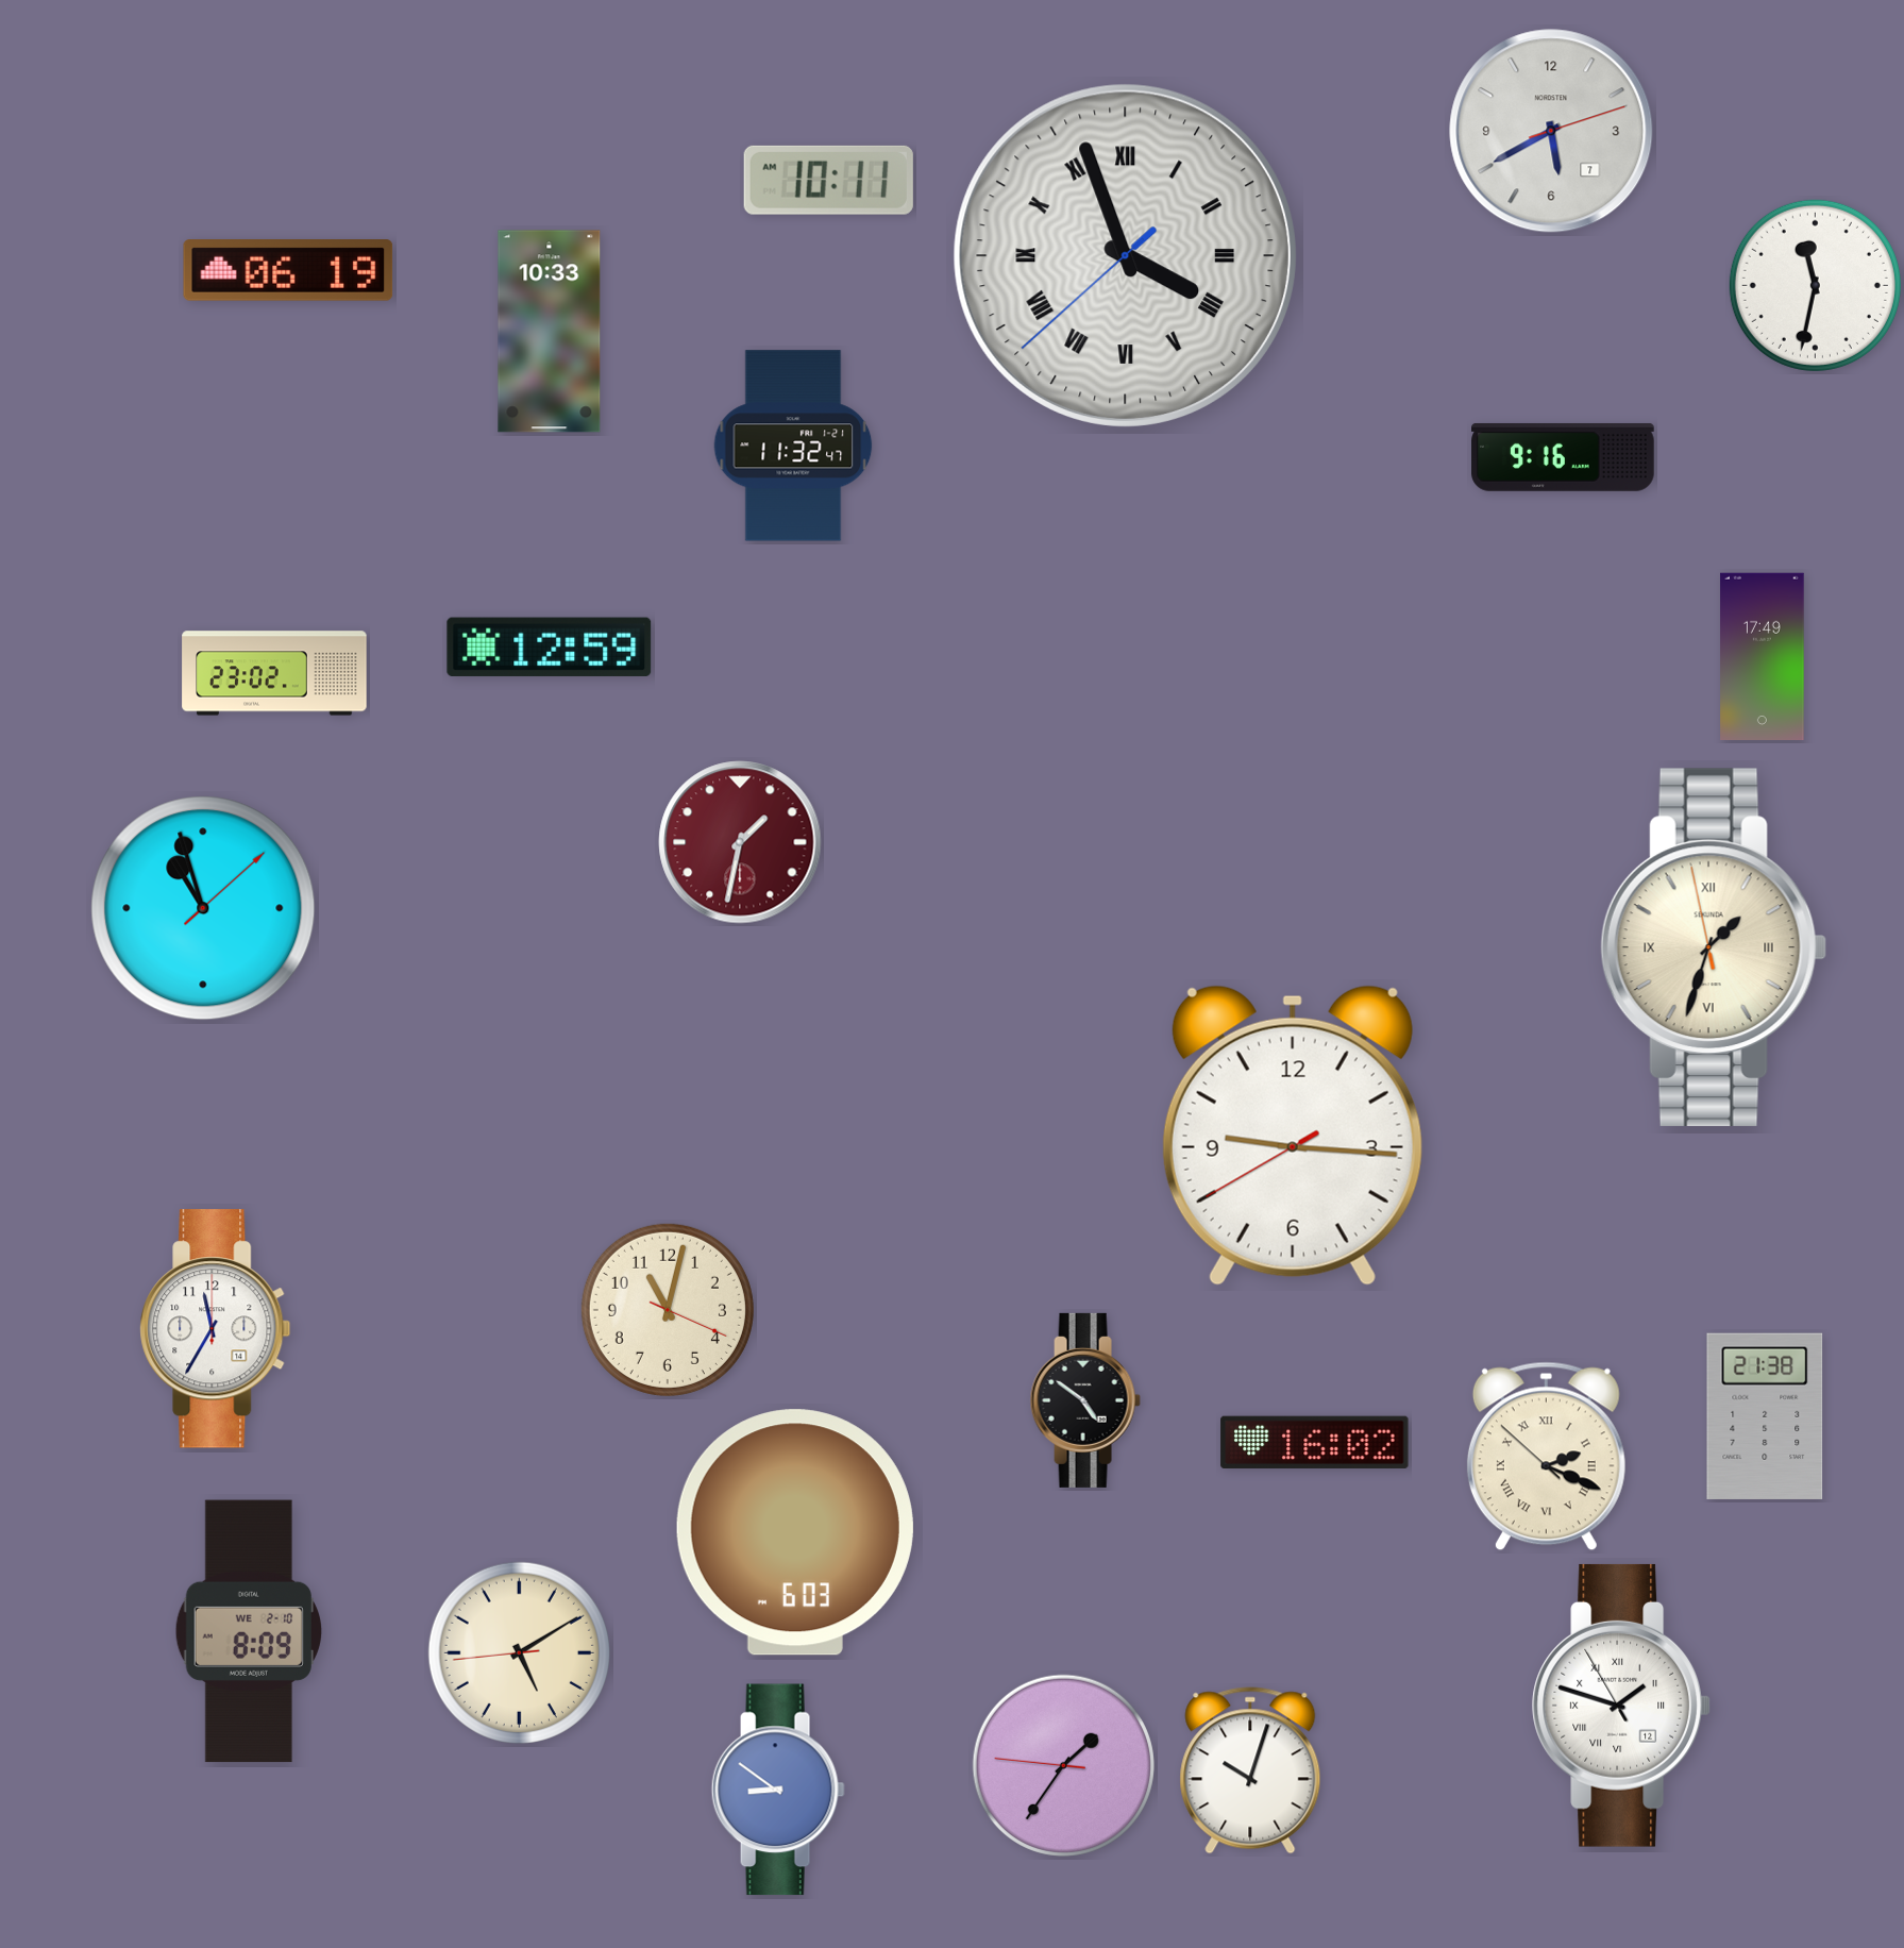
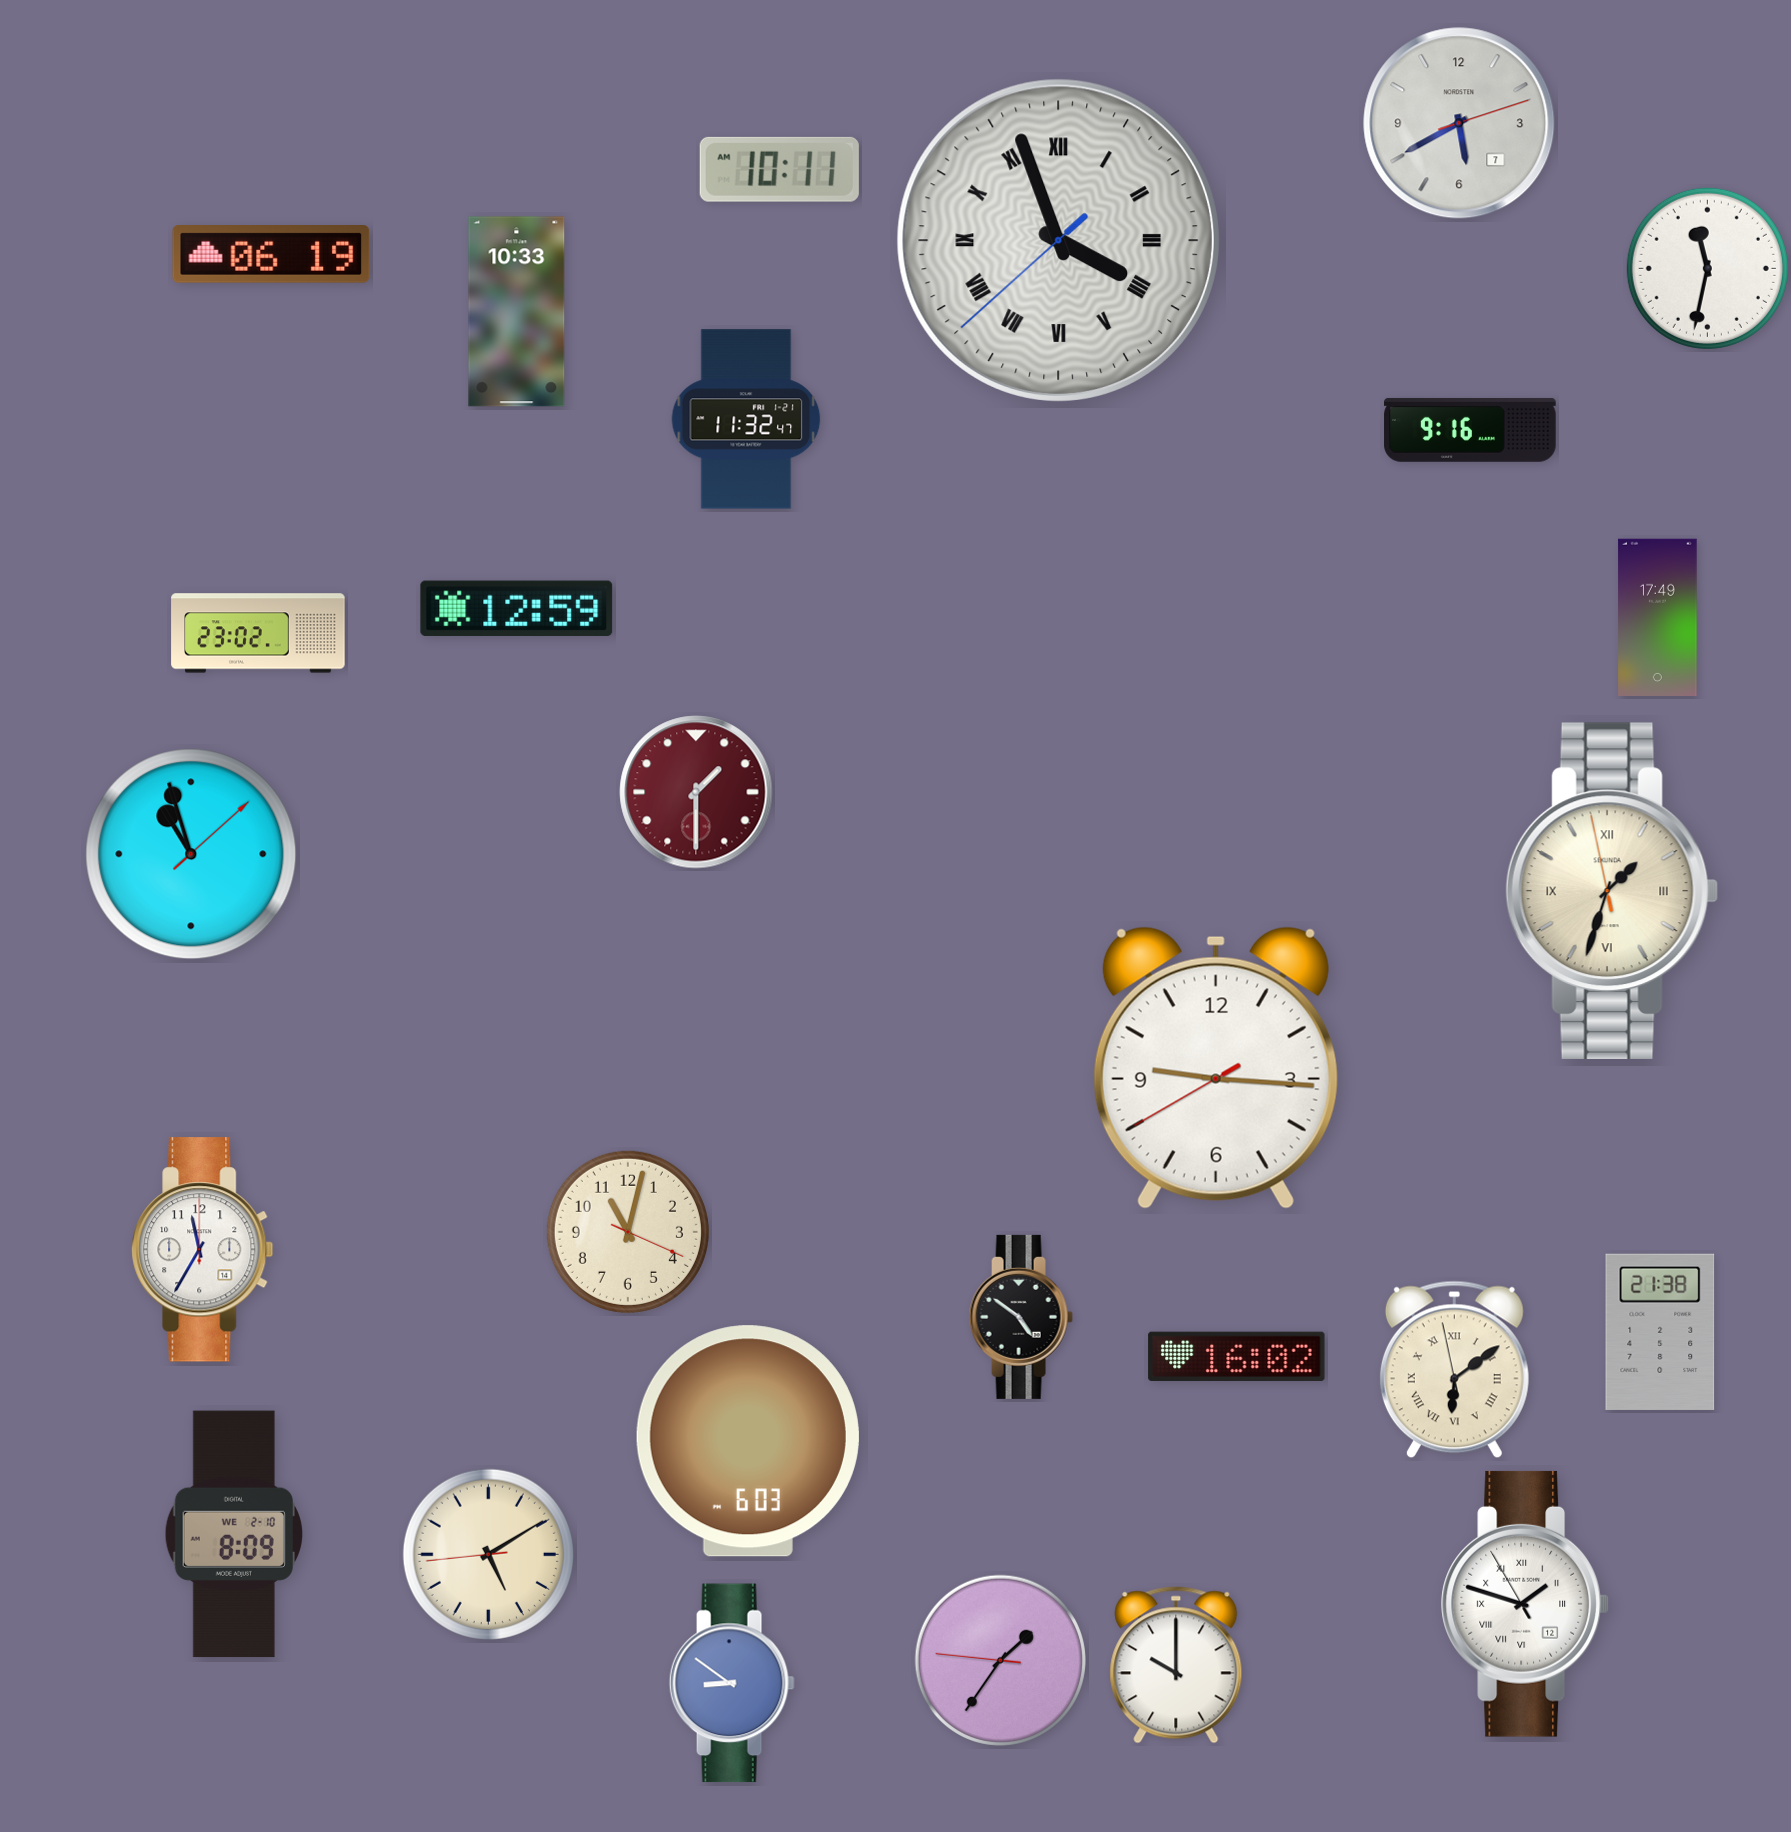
clock at (740, 842): 1:32 -> 1:30
clock at (1546, 1457): 2:18 -> 6:08
clock at (1250, 1770): 10:03 -> 10:00
